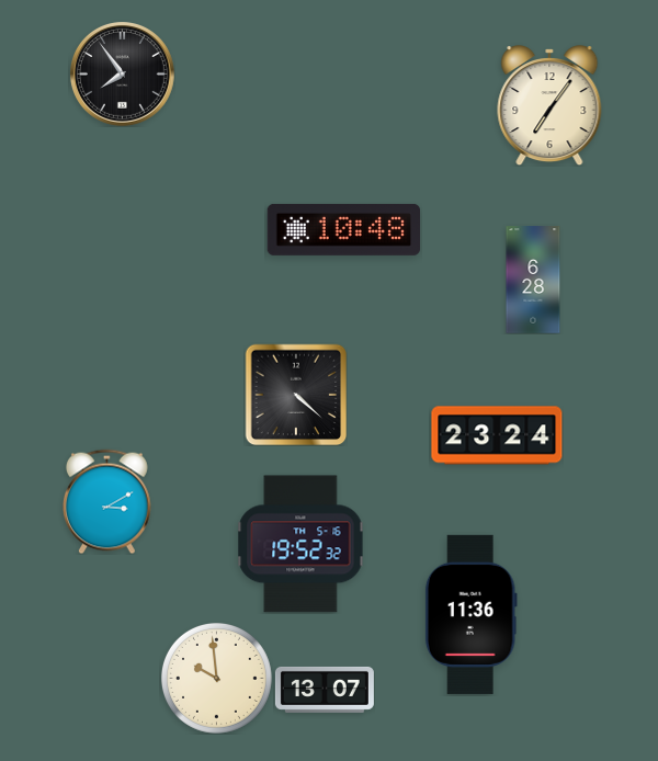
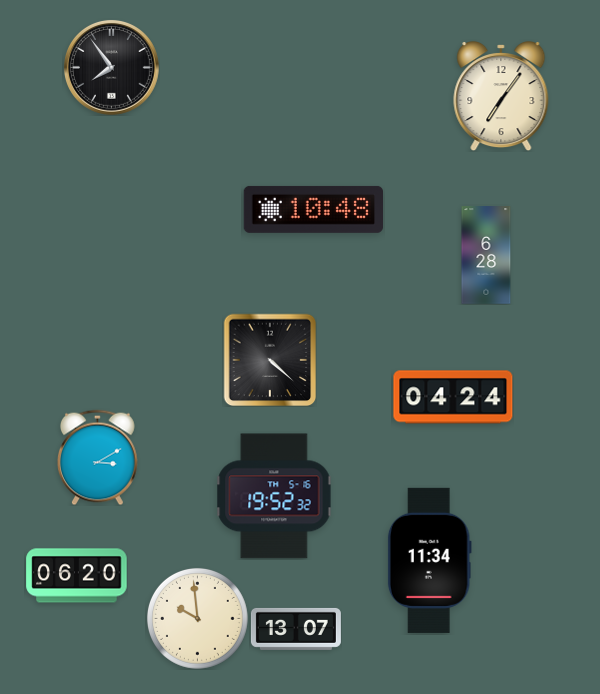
clock at (497, 435): 23:24 -> 04:24
clock at (470, 614): 11:36 -> 11:34
clock at (77, 576): none -> 06:20
